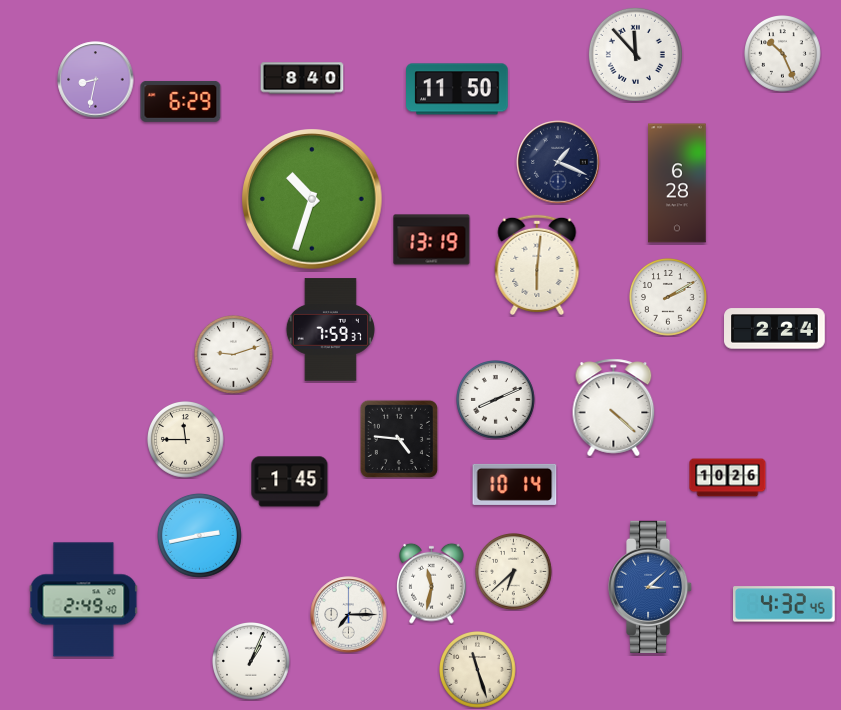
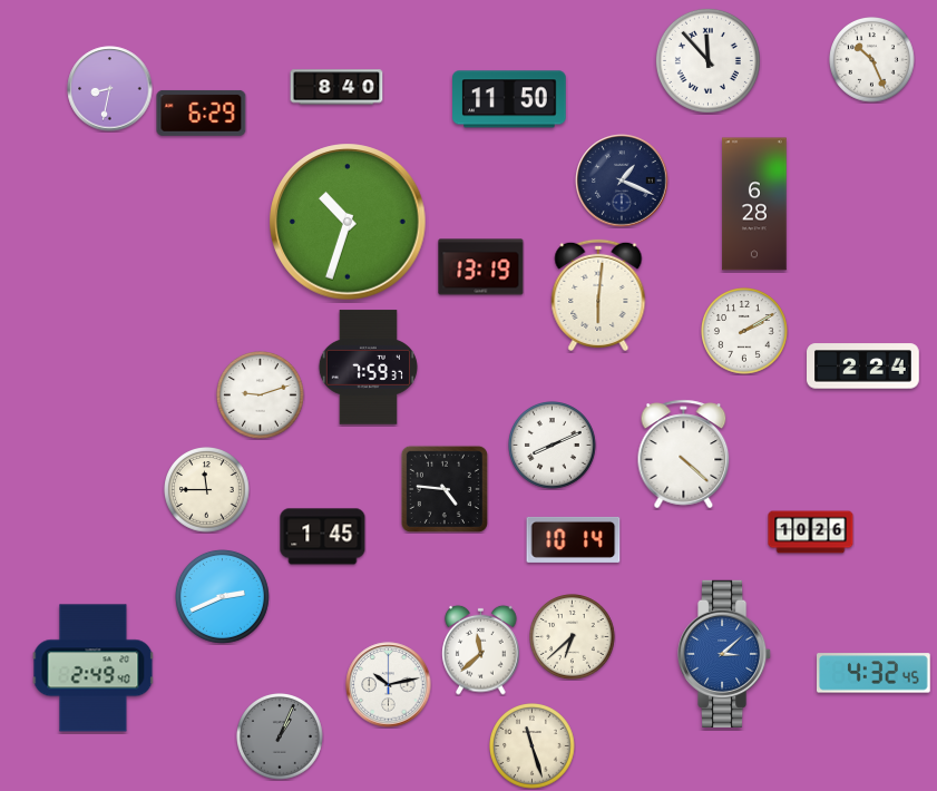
clock at (96, 80) position: (96, 80) -> (110, 89)
clock at (199, 535): 2:43 -> 2:41
clock at (432, 583): 11:32 -> 11:38
clock at (349, 615): 7:15 -> 10:13
clock at (252, 662) dial: white -> grey
